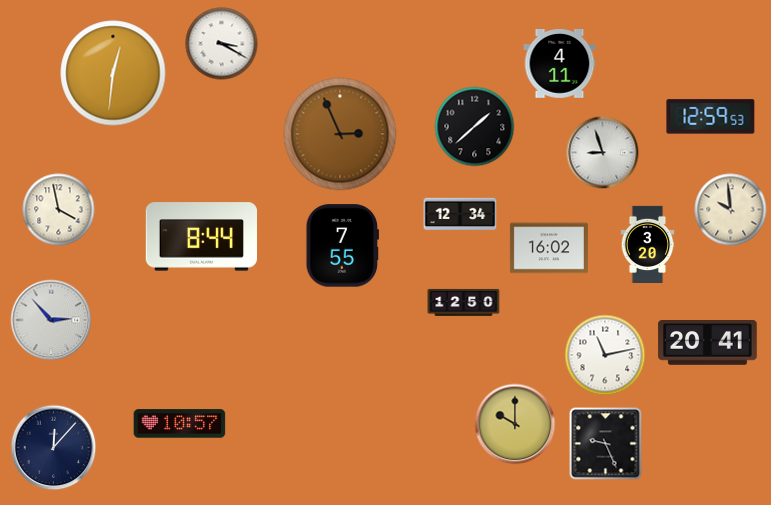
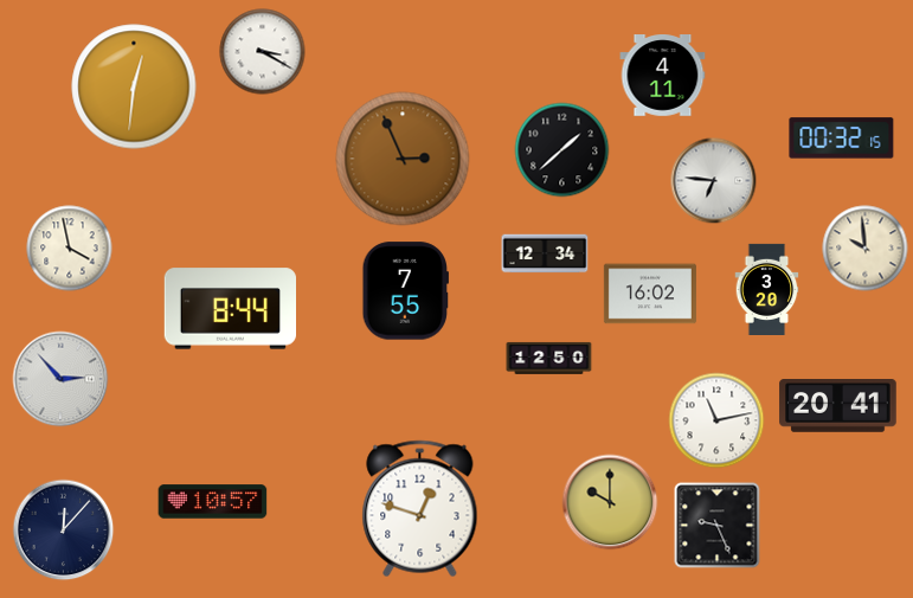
clock at (711, 117): 12:59 -> 00:32
clock at (603, 153): 8:57 -> 6:46
clock at (201, 237) position: (201, 237) -> (230, 309)
clock at (420, 509): none -> 12:48
